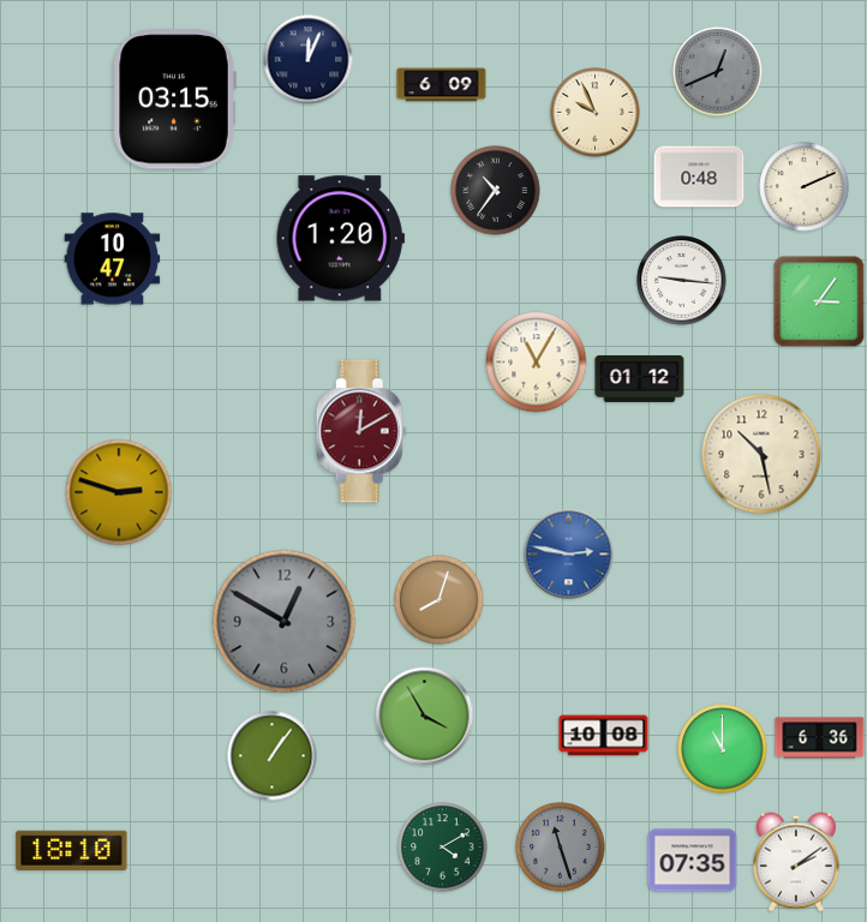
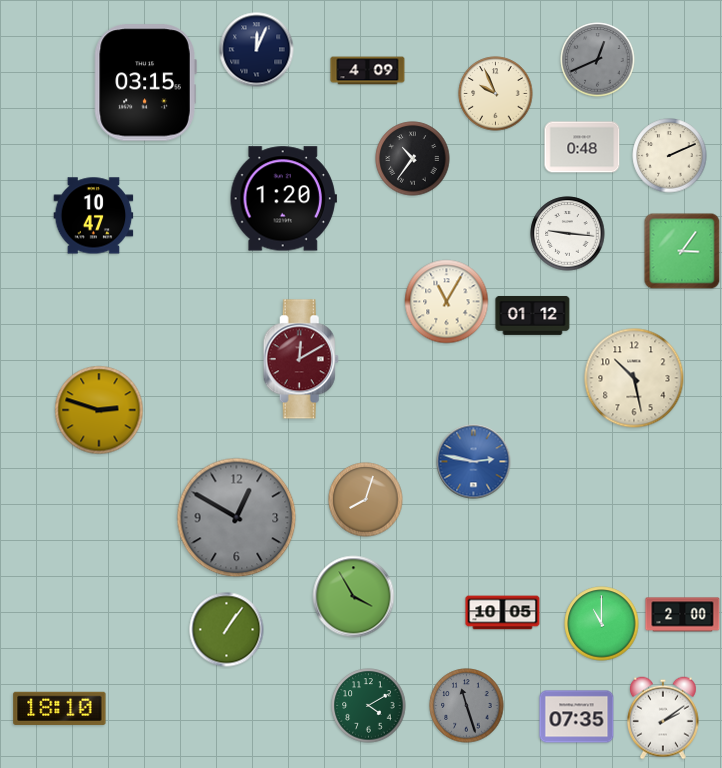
clock at (442, 85): 6:09 -> 4:09
clock at (604, 736): 10:08 -> 10:05
clock at (820, 738): 6:36 -> 2:00
